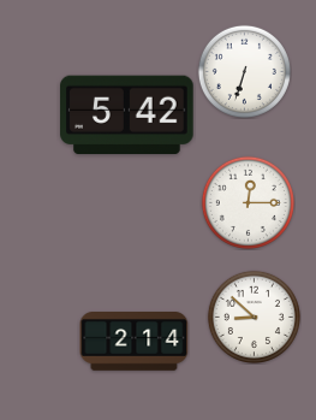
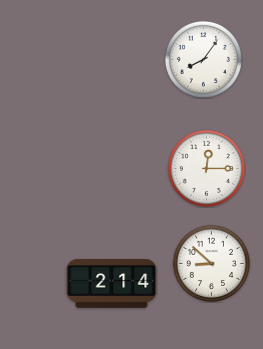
clock at (244, 71): 6:33 -> 8:06
clock at (127, 114): 5:42 -> none
